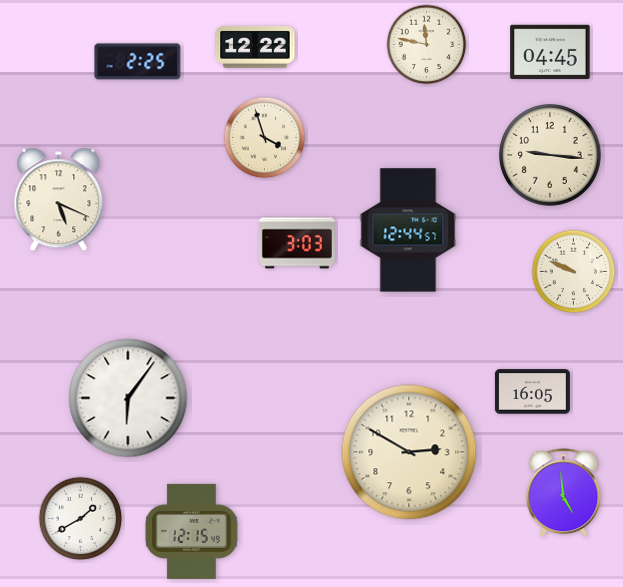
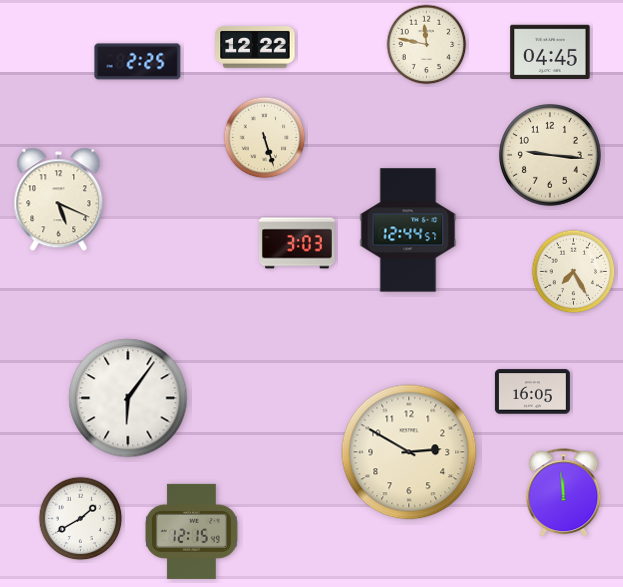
clock at (265, 138): 3:57 -> 5:27
clock at (574, 272): 9:49 -> 7:25
clock at (564, 493): 4:59 -> 11:59
